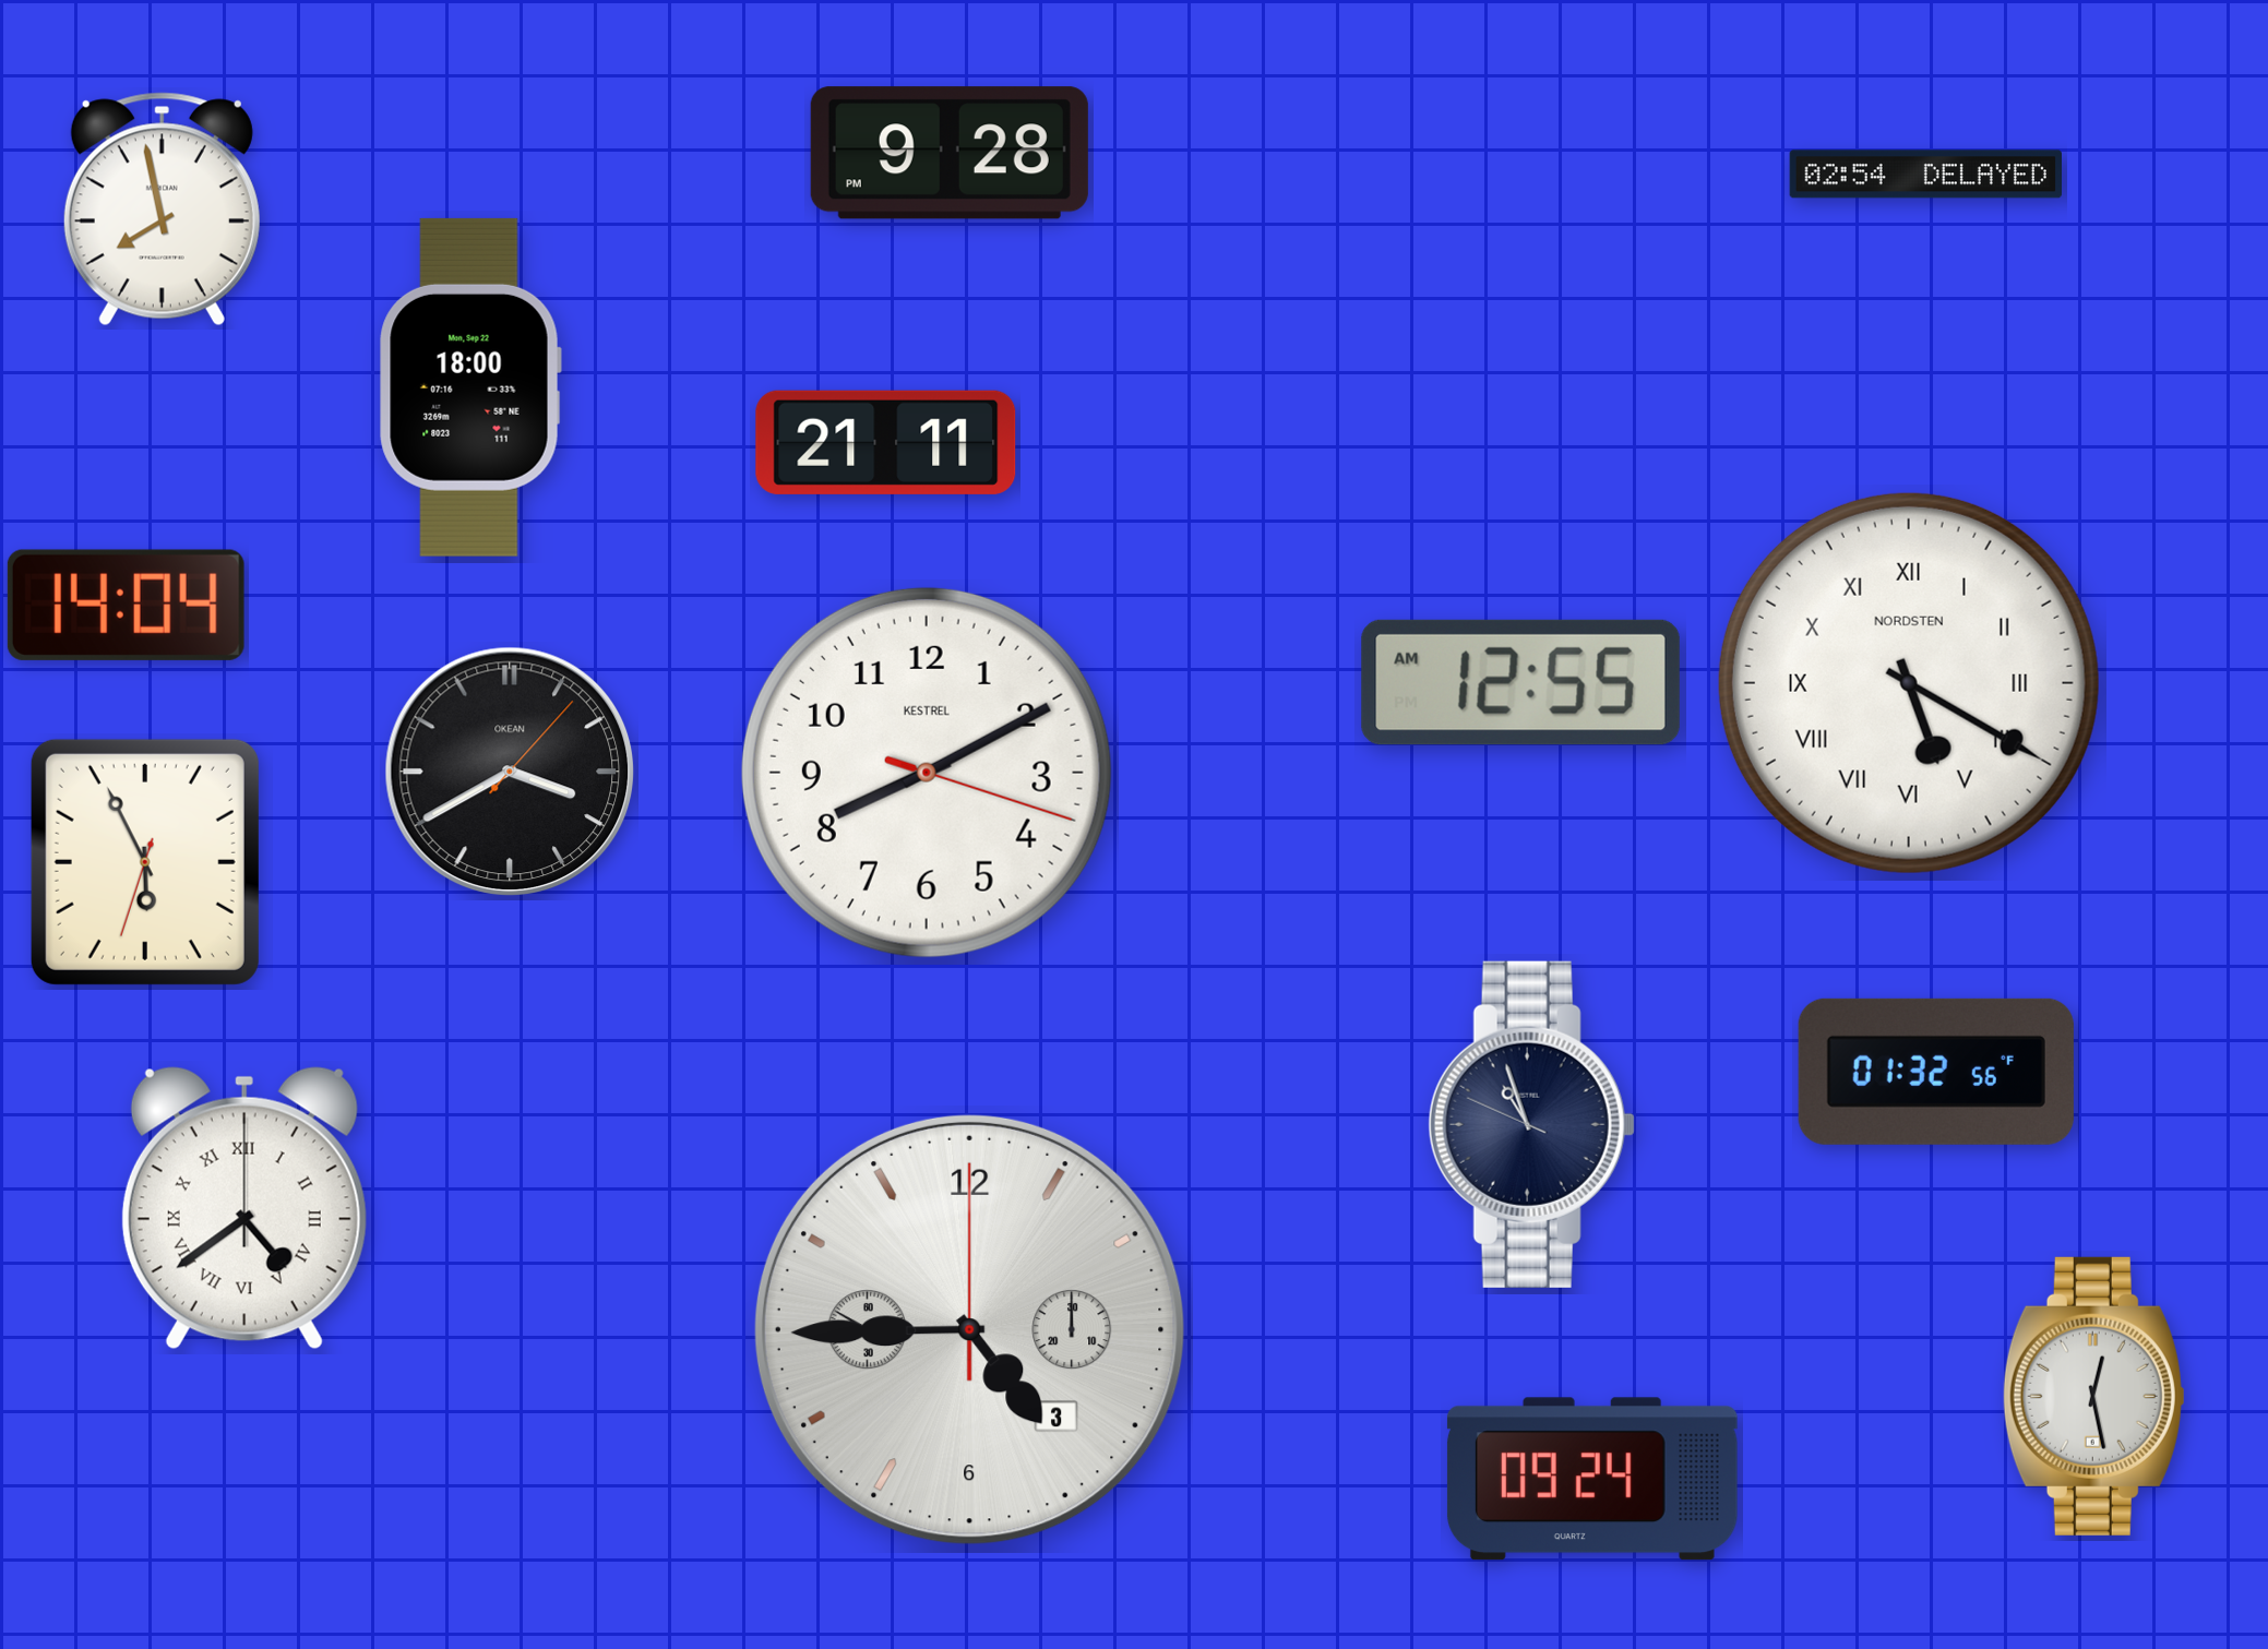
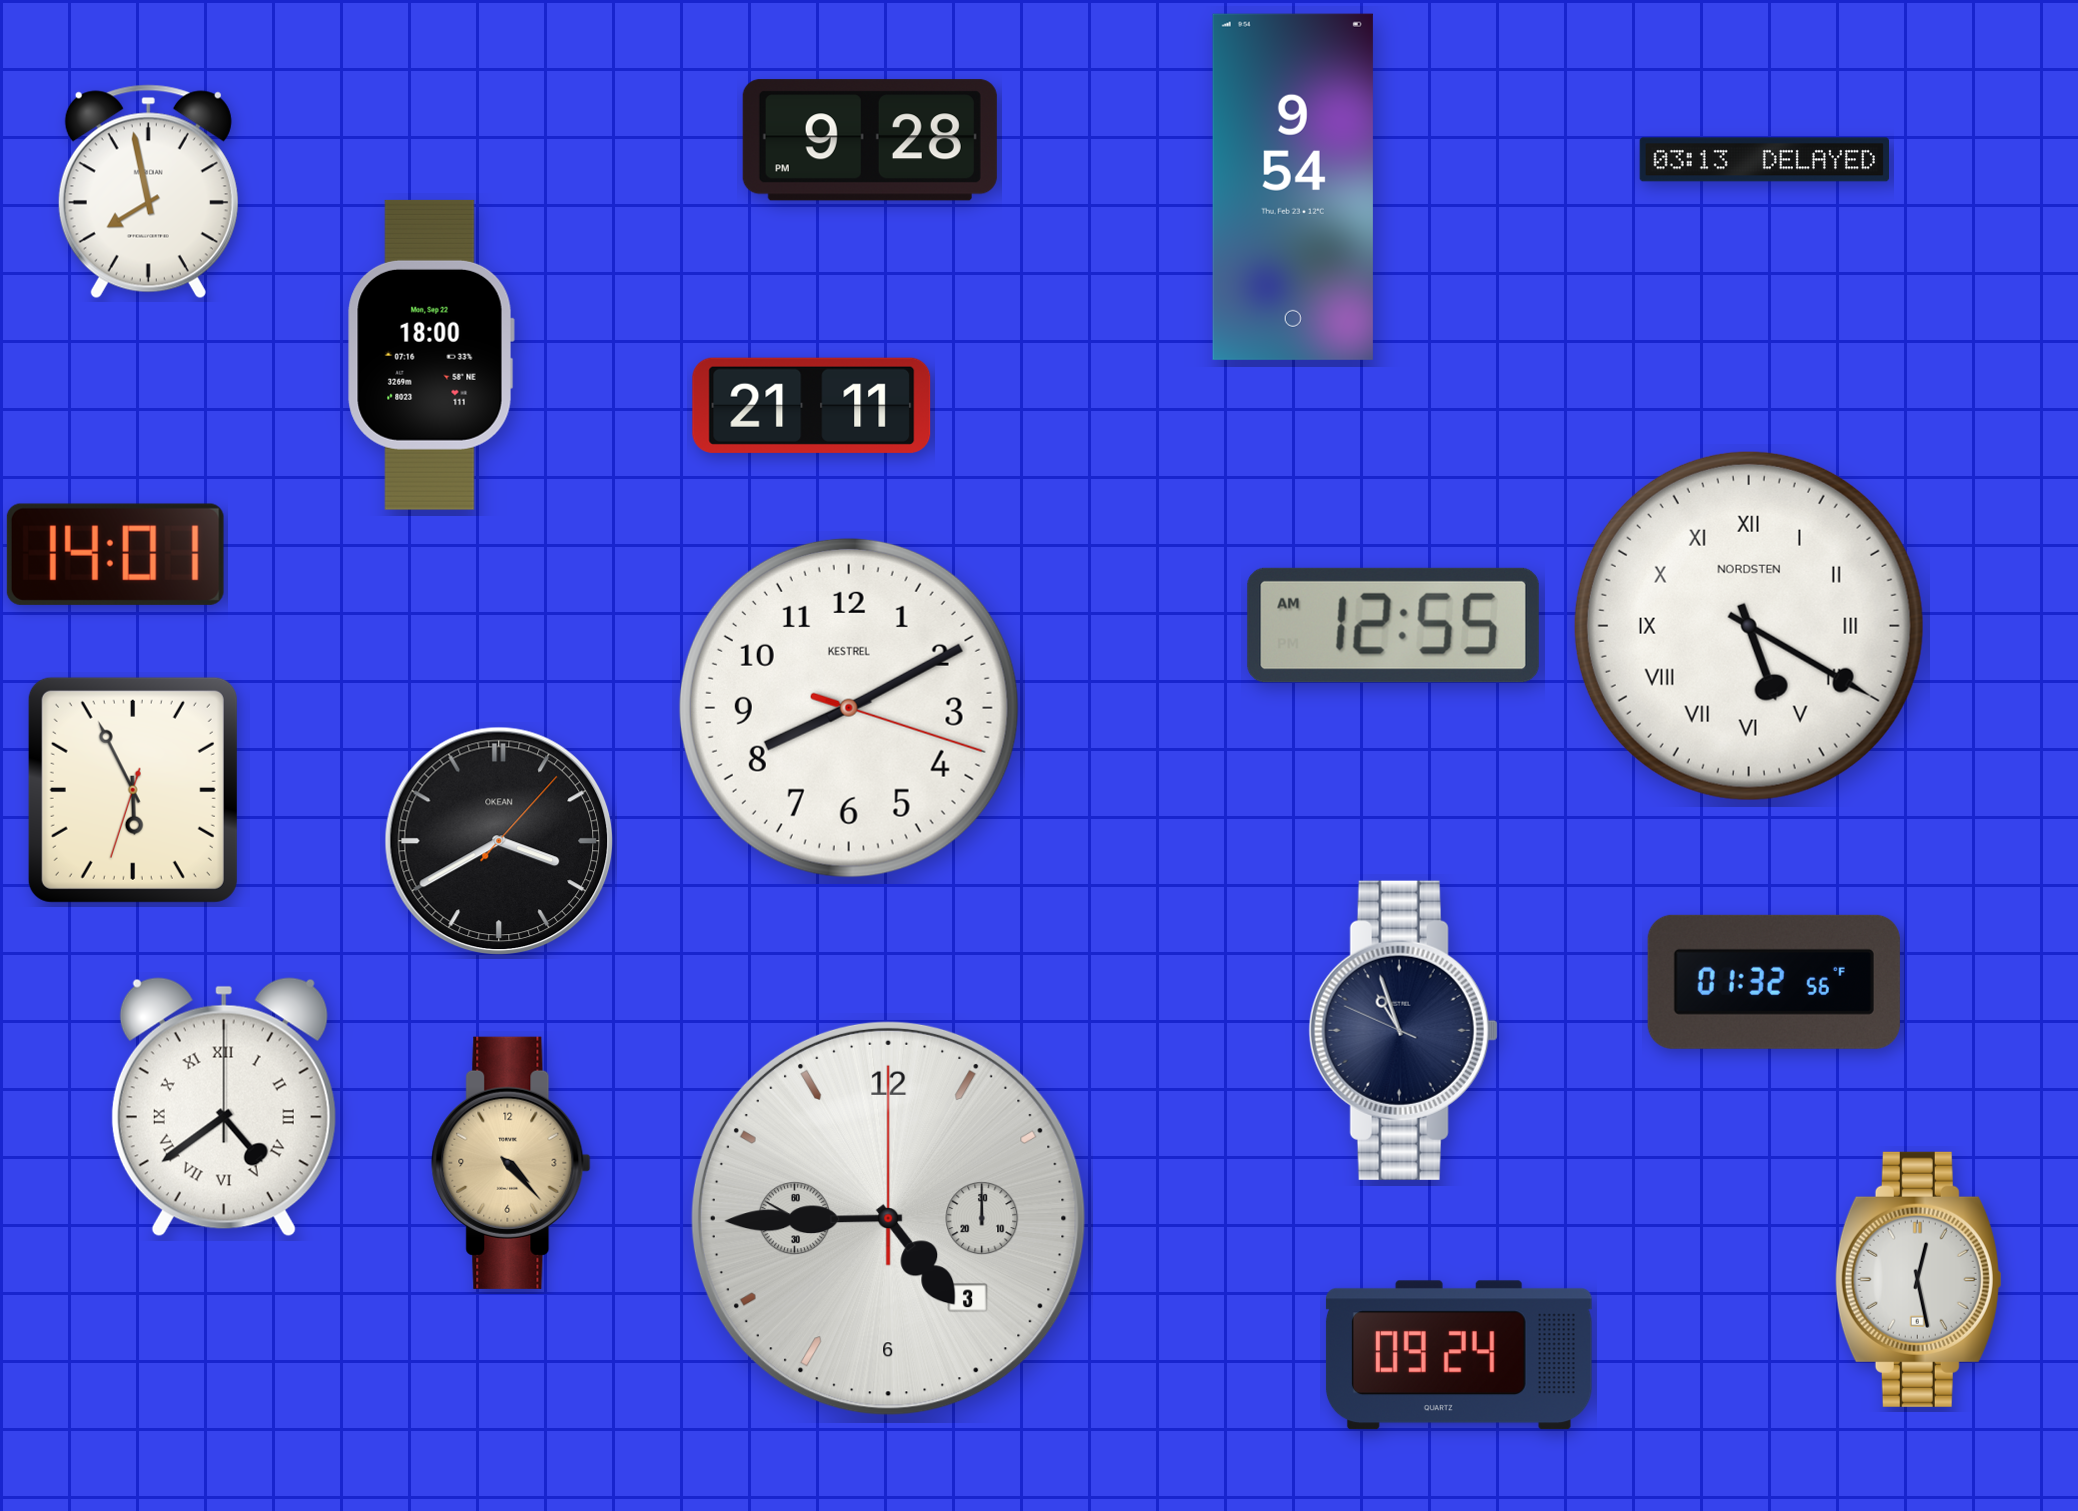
clock at (1925, 175): 02:54 -> 03:13
clock at (1293, 187): none -> 9:54
clock at (126, 605): 14:04 -> 14:01
clock at (510, 772) position: (510, 772) -> (499, 841)
clock at (511, 1163): none -> 4:23
